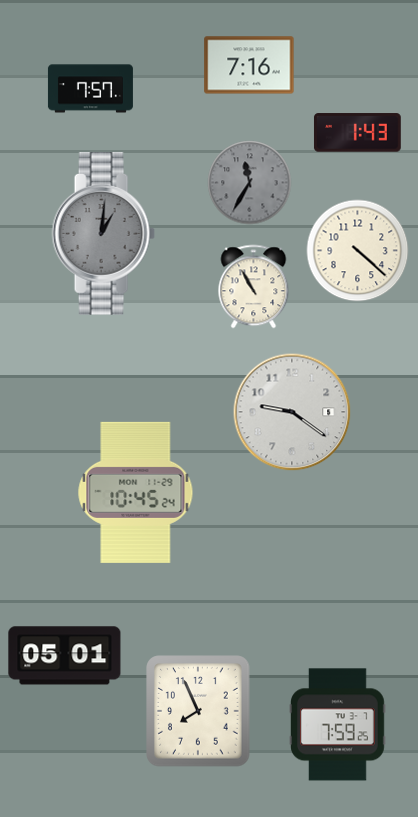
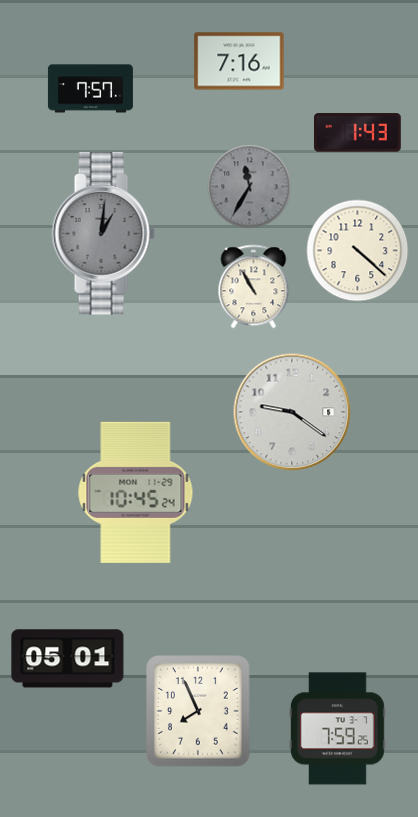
clock at (249, 65) position: (249, 65) -> (239, 61)
clock at (250, 183) position: (250, 183) -> (250, 187)
clock at (65, 656) position: (65, 656) -> (68, 659)
clock at (338, 725) position: (338, 725) -> (338, 729)
